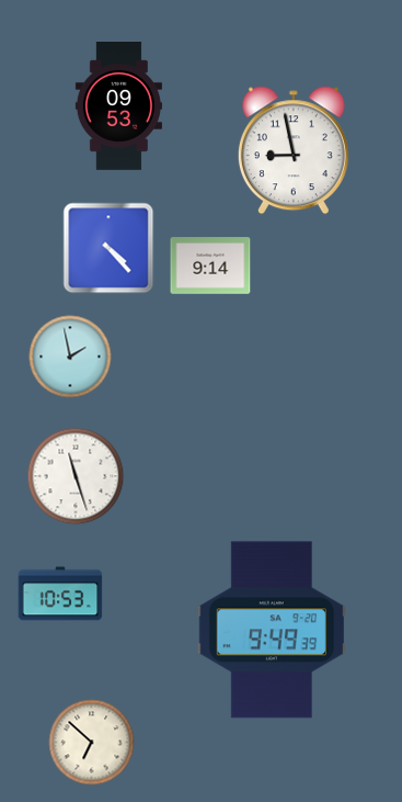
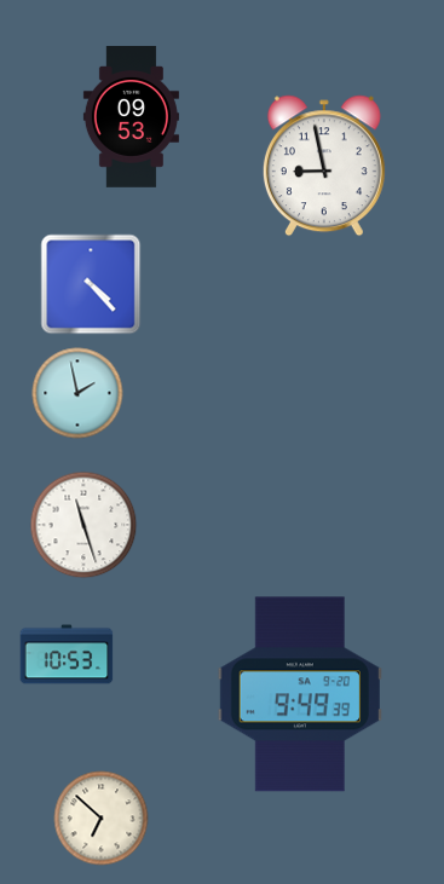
clock at (108, 248) position: (108, 248) -> (91, 284)
clock at (210, 267): 9:14 -> none
